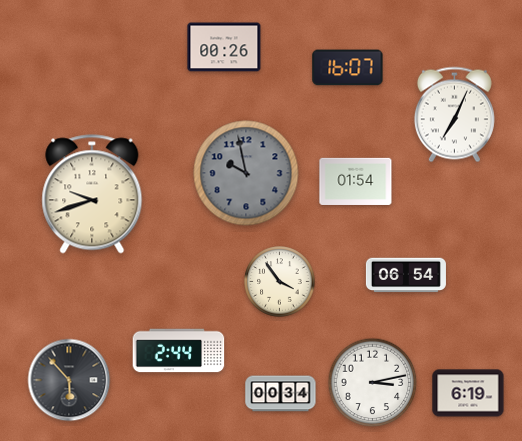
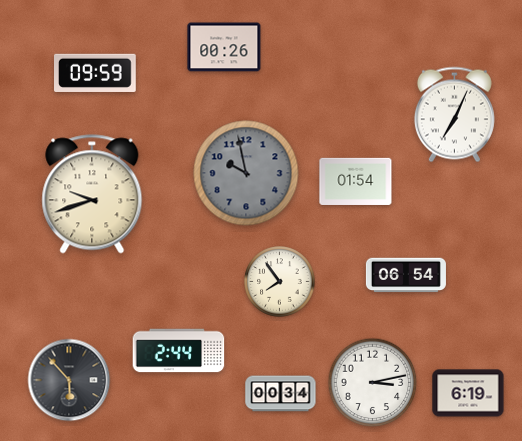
clock at (348, 68): 16:07 -> none
clock at (96, 73): none -> 09:59
clock at (280, 282): 3:54 -> 7:54
